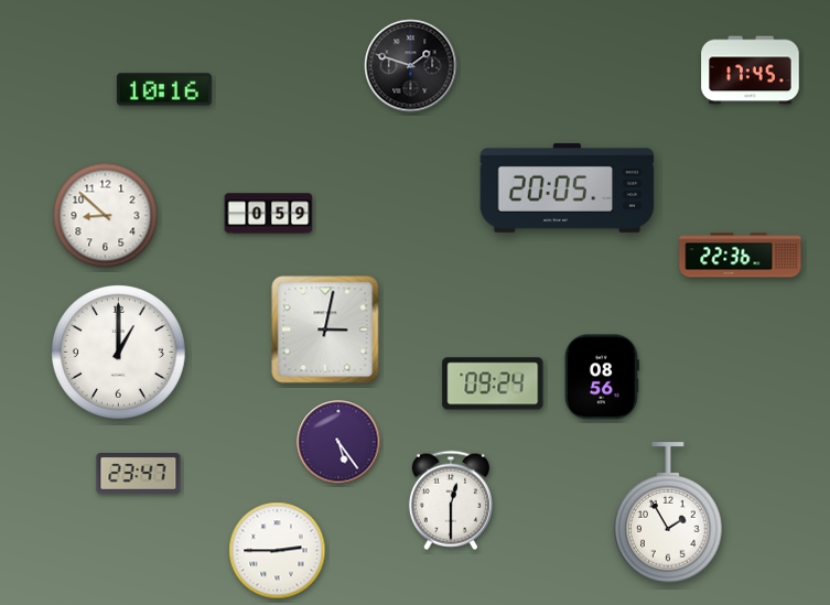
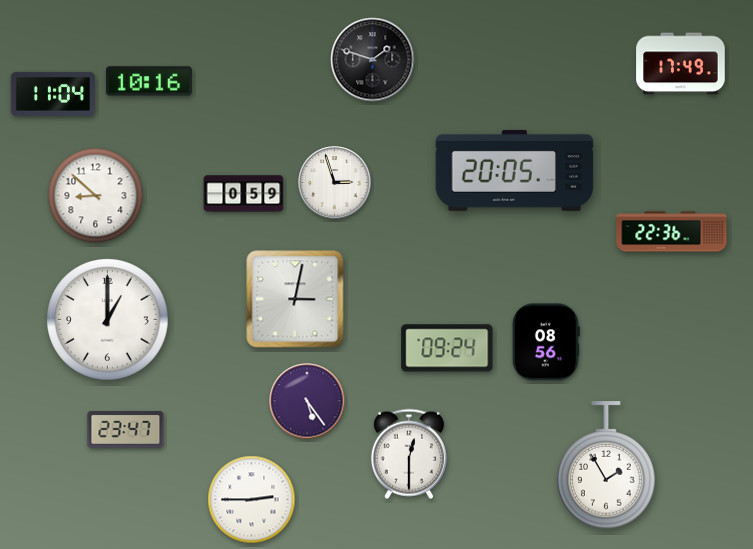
clock at (751, 71): 17:45 -> 17:49
clock at (53, 94): none -> 11:04
clock at (335, 183): none -> 2:57
